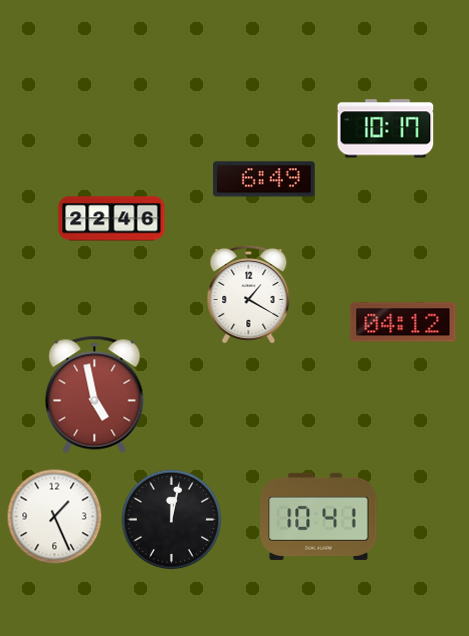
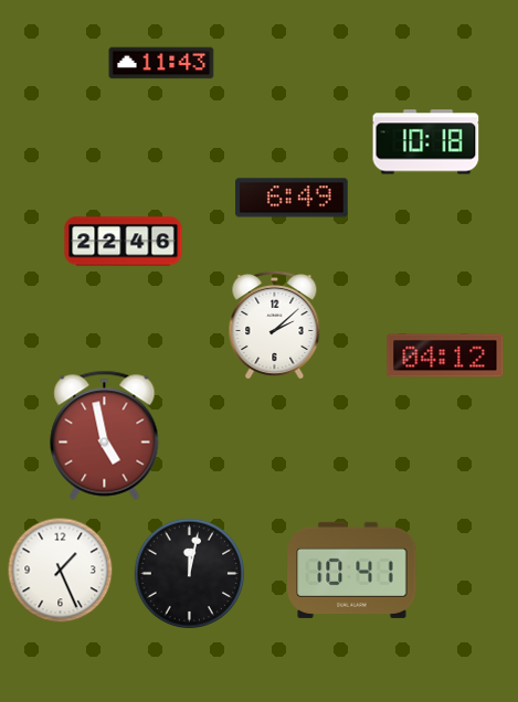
clock at (161, 63): none -> 11:43
clock at (386, 129): 10:17 -> 10:18
clock at (249, 294): 1:20 -> 2:08
